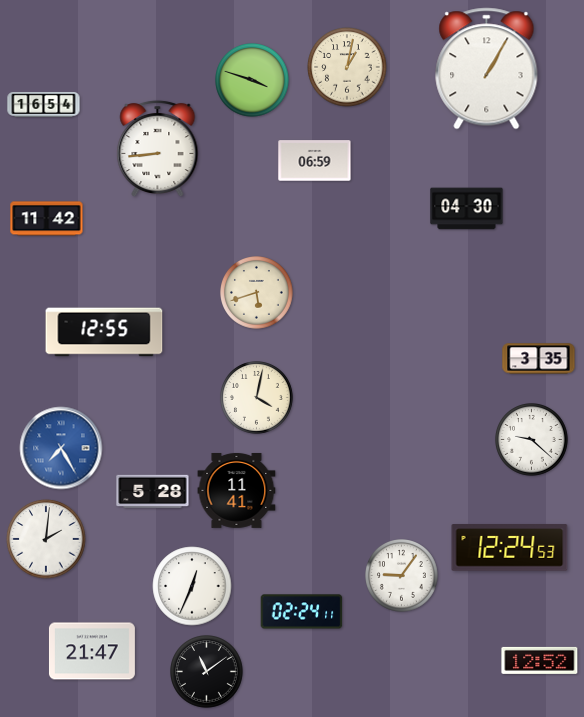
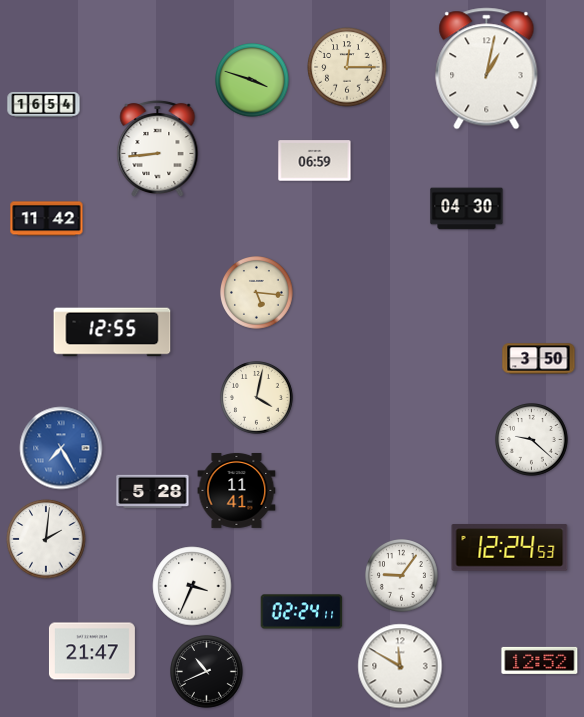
clock at (347, 67): 1:02 -> 12:15
clock at (487, 69): 1:05 -> 1:02
clock at (257, 293): 5:42 -> 5:16
clock at (104, 332) position: (104, 332) -> (112, 332)
clock at (539, 359): 3:35 -> 3:50
clock at (192, 586): 12:34 -> 3:34
clock at (400, 666): none -> 11:50
clock at (207, 672): 11:09 -> 10:41
